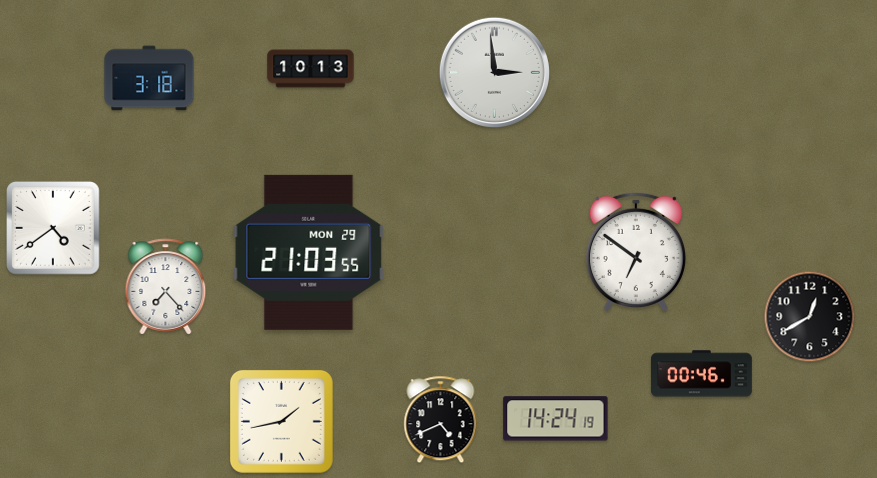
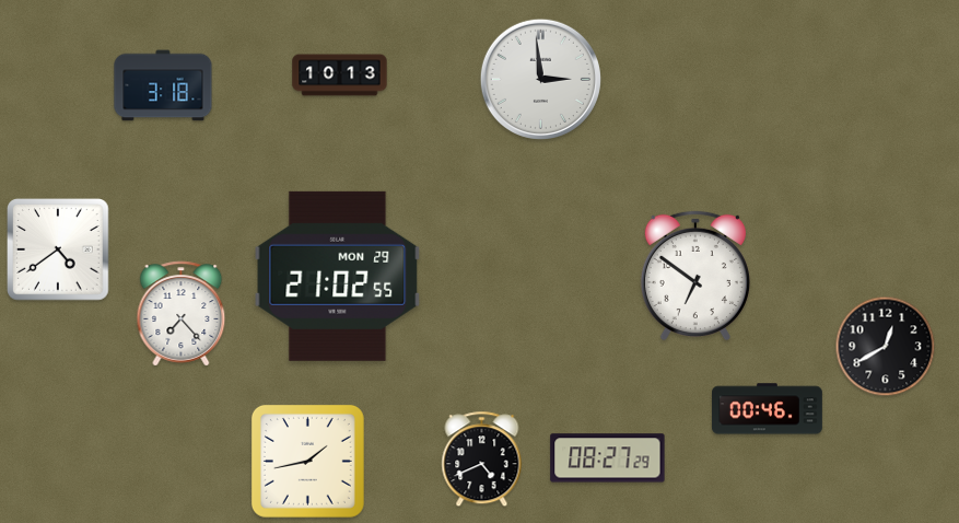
clock at (309, 252): 21:03 -> 21:02
clock at (556, 419): 14:24 -> 08:27
